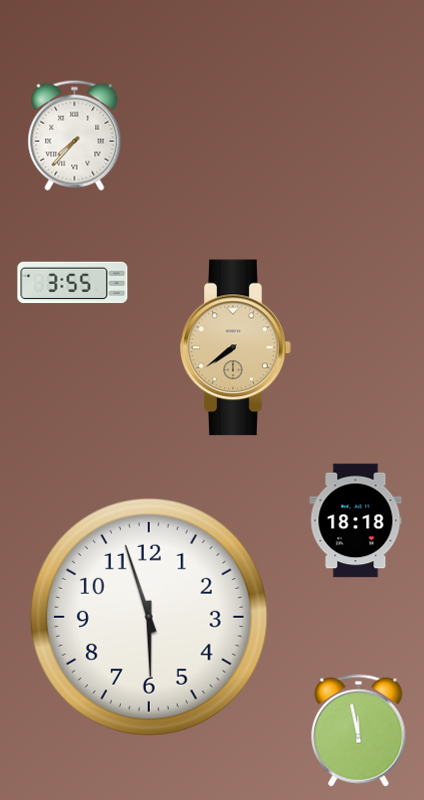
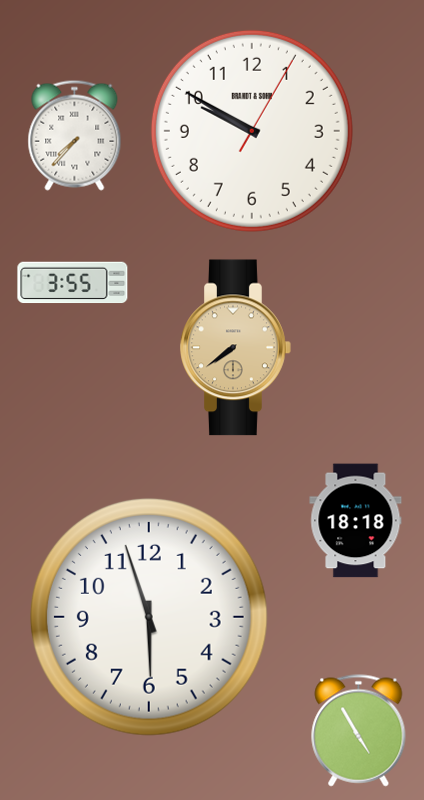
clock at (252, 131): none -> 9:50
clock at (359, 731): 11:58 -> 4:55
